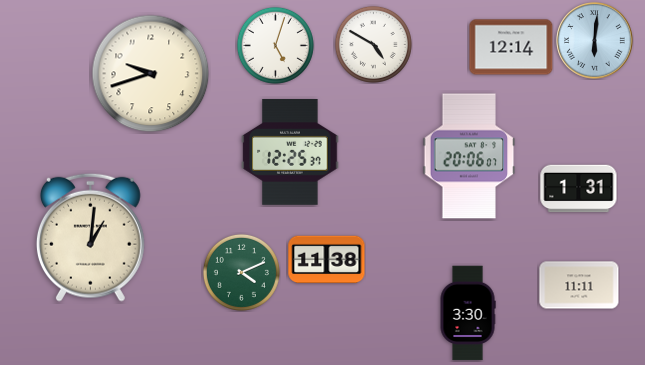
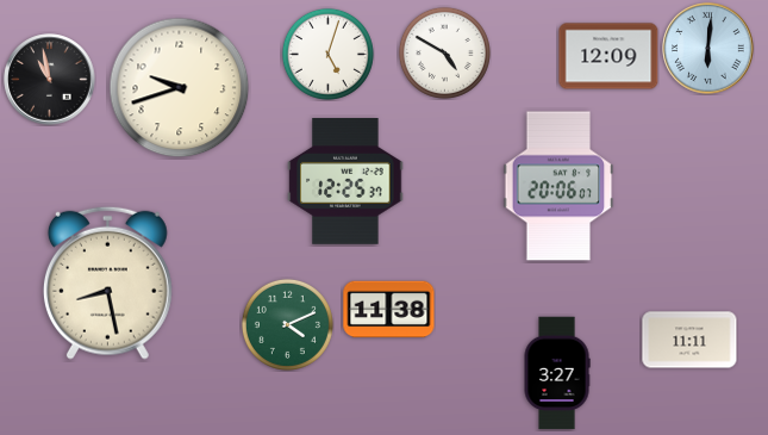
clock at (511, 47): 12:14 -> 12:09
clock at (50, 80): none -> 10:58
clock at (579, 189): 1:31 -> none
clock at (90, 237): 1:01 -> 8:28
clock at (468, 313): 3:30 -> 3:27
